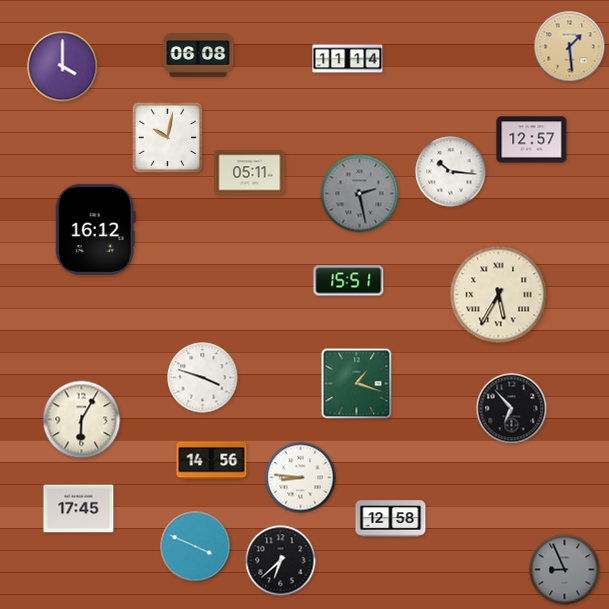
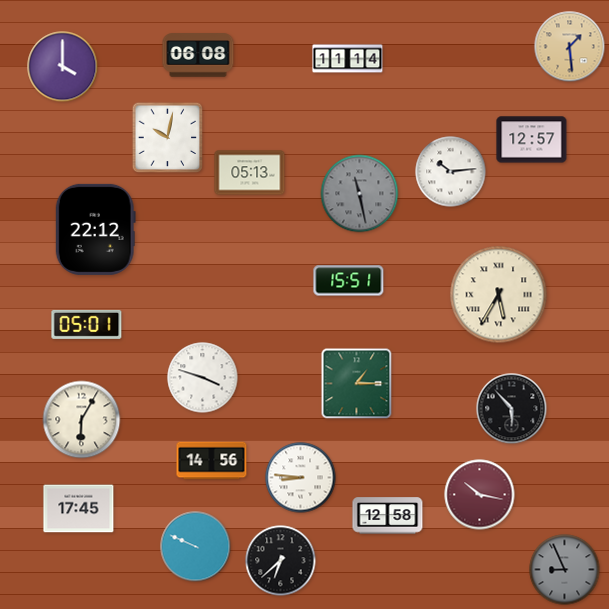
clock at (451, 172): 10:16 -> 10:14
clock at (250, 173): 05:11 -> 05:13
clock at (360, 194): 2:28 -> 11:28
clock at (95, 229): 16:12 -> 22:12
clock at (87, 324): none -> 05:01
clock at (357, 384): 1:18 -> 1:15
clock at (512, 409): 6:53 -> 5:53
clock at (480, 495): none -> 10:17
clock at (391, 519) position: (391, 519) -> (388, 516)
clock at (196, 547): 3:49 -> 9:49
